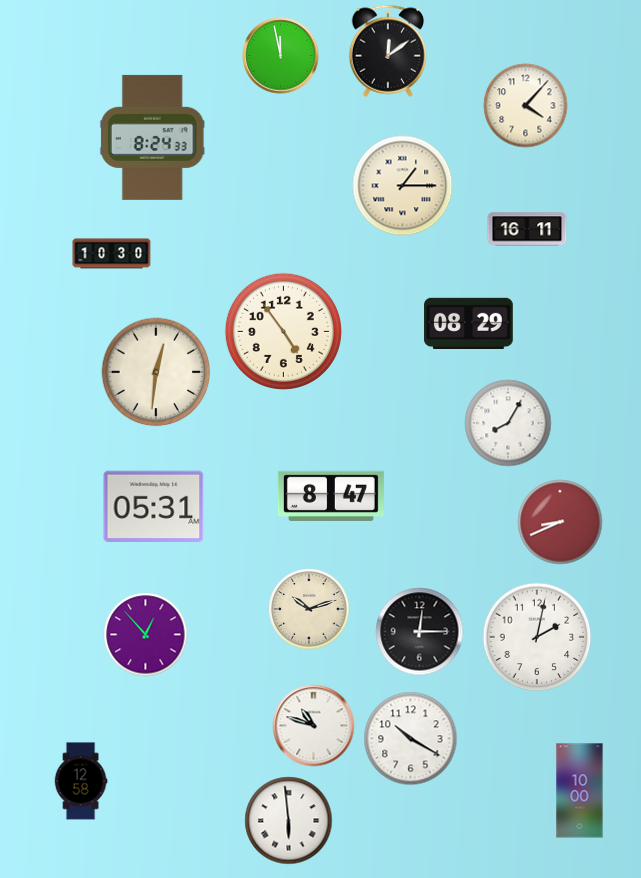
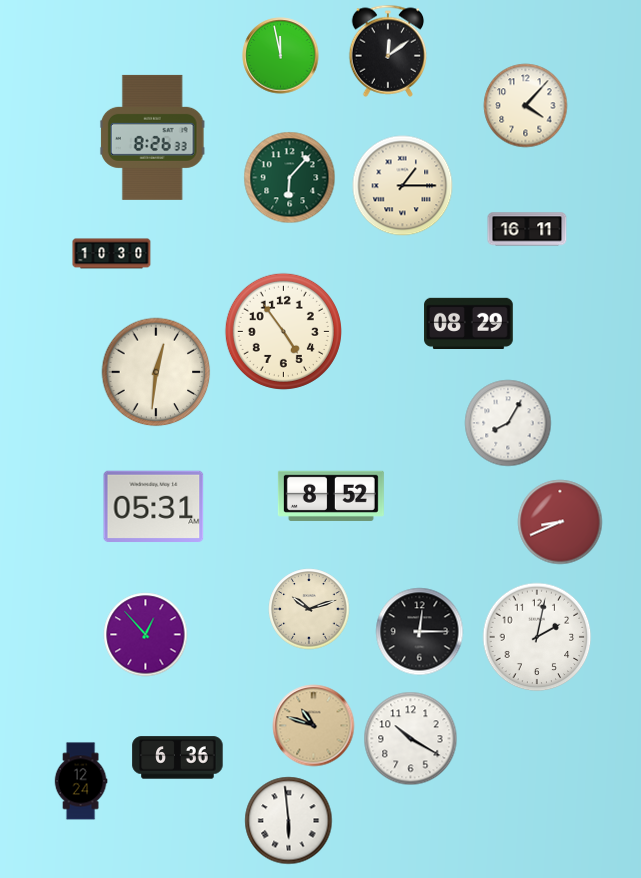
clock at (152, 137): 8:24 -> 8:26
clock at (290, 178): none -> 6:07
clock at (331, 496): 8:47 -> 8:52
clock at (314, 726) dial: white -> champagne
clock at (178, 758): none -> 6:36
clock at (81, 781): 12:58 -> 12:24
clock at (580, 791): 10:00 -> none
